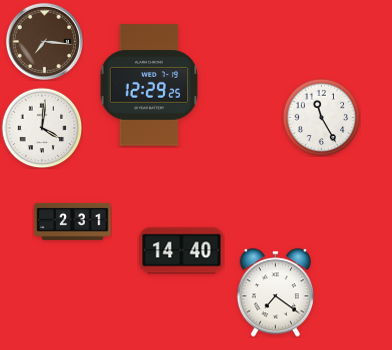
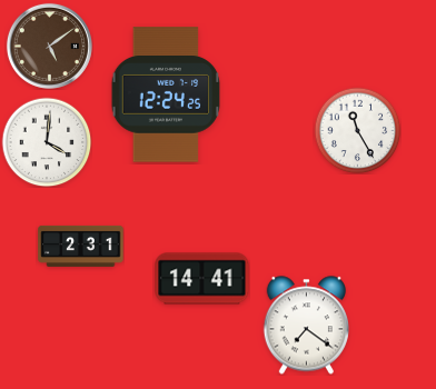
clock at (44, 41): 7:16 -> 5:09
clock at (149, 85): 12:29 -> 12:24
clock at (182, 251): 14:40 -> 14:41
